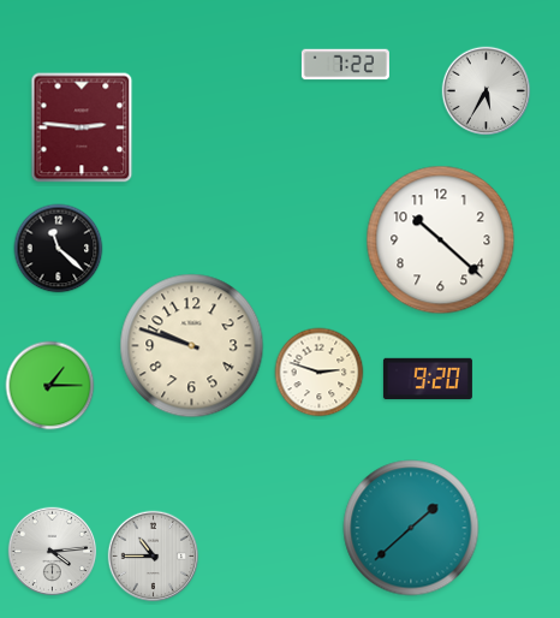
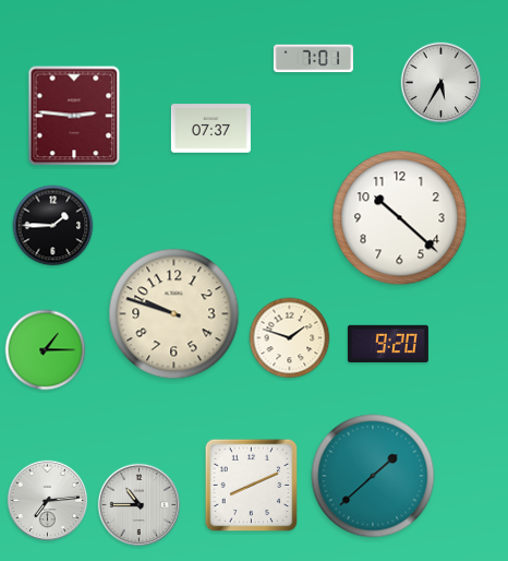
clock at (345, 65): 7:22 -> 7:01
clock at (210, 129): none -> 07:37
clock at (59, 249): 11:22 -> 1:45
clock at (320, 373): 2:48 -> 1:48
clock at (411, 528) position: (411, 528) -> (373, 476)
clock at (252, 486): none -> 8:11
clock at (53, 552): 4:14 -> 7:14
